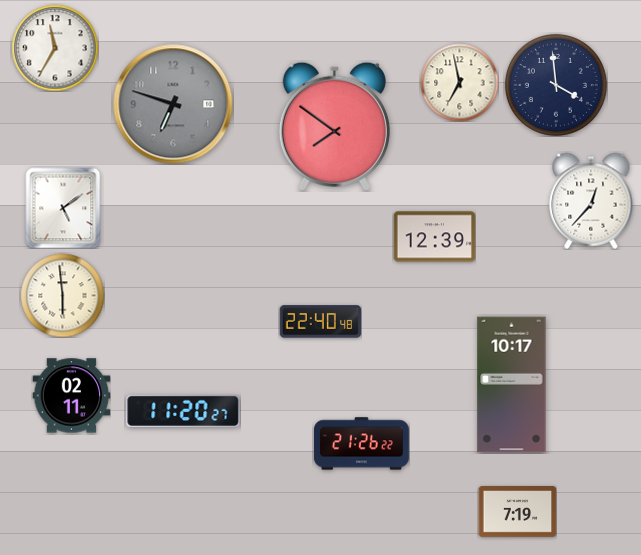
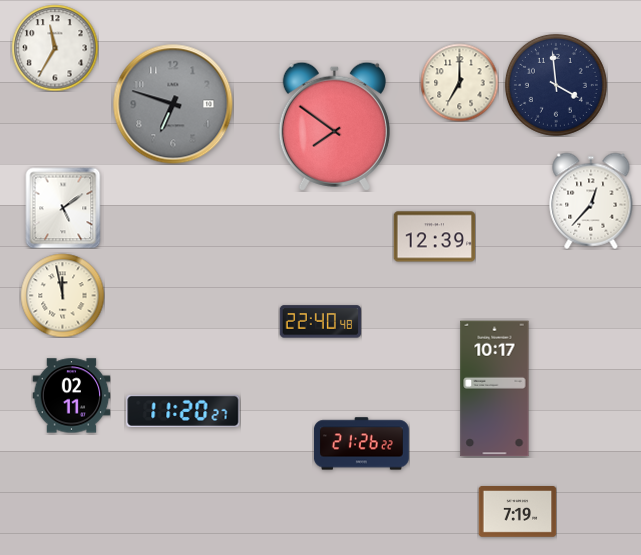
clock at (459, 82): 6:58 -> 7:00
clock at (62, 295): 5:59 -> 11:58
clock at (512, 385) position: (512, 385) -> (495, 389)
